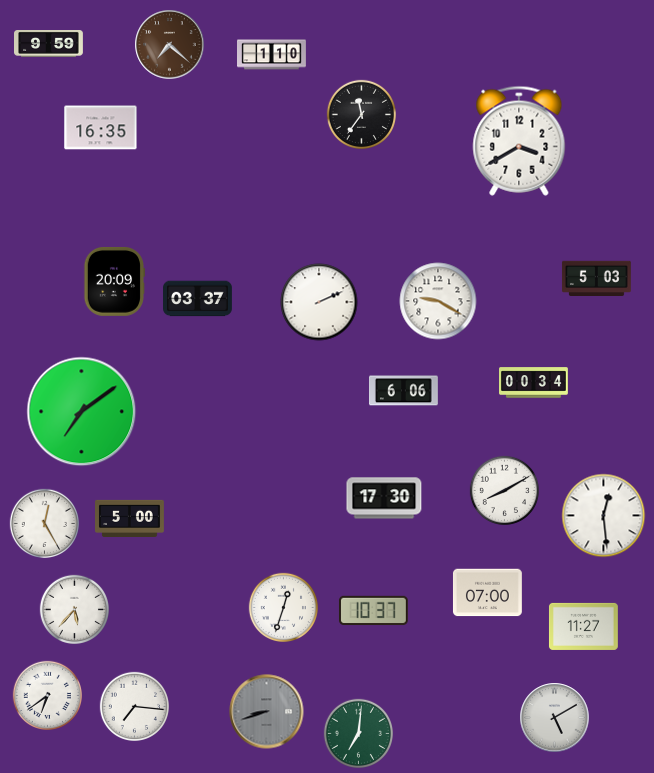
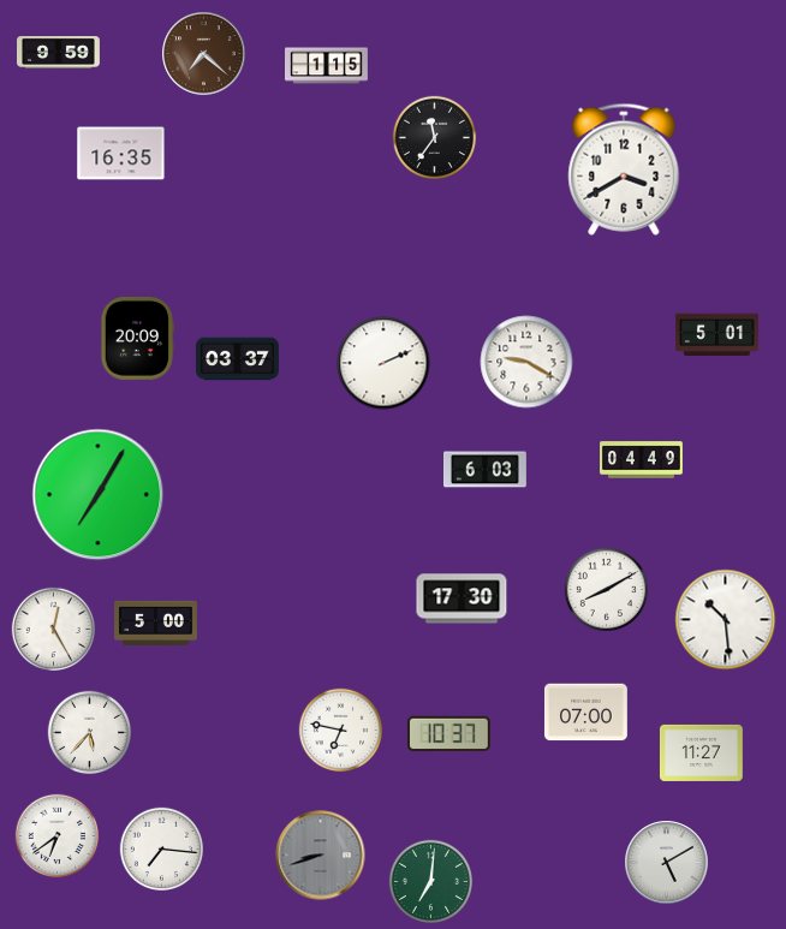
clock at (272, 55): 1:10 -> 1:15
clock at (596, 279): 5:03 -> 5:01
clock at (534, 383): 00:34 -> 04:49
clock at (404, 391): 6:06 -> 6:03
clock at (82, 412): 7:09 -> 7:05
clock at (604, 516): 12:29 -> 10:29
clock at (283, 607): 12:33 -> 6:47
